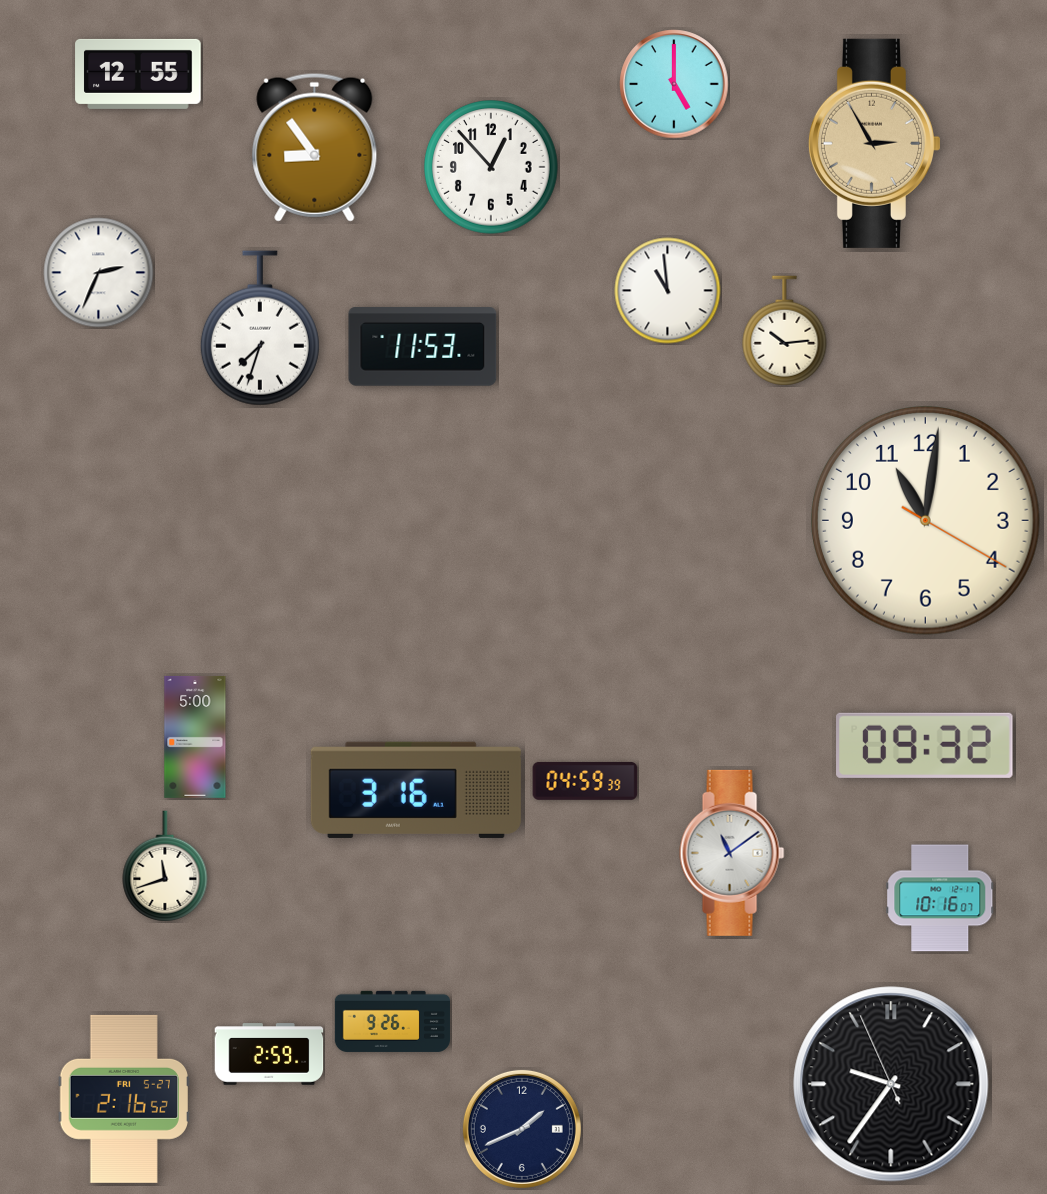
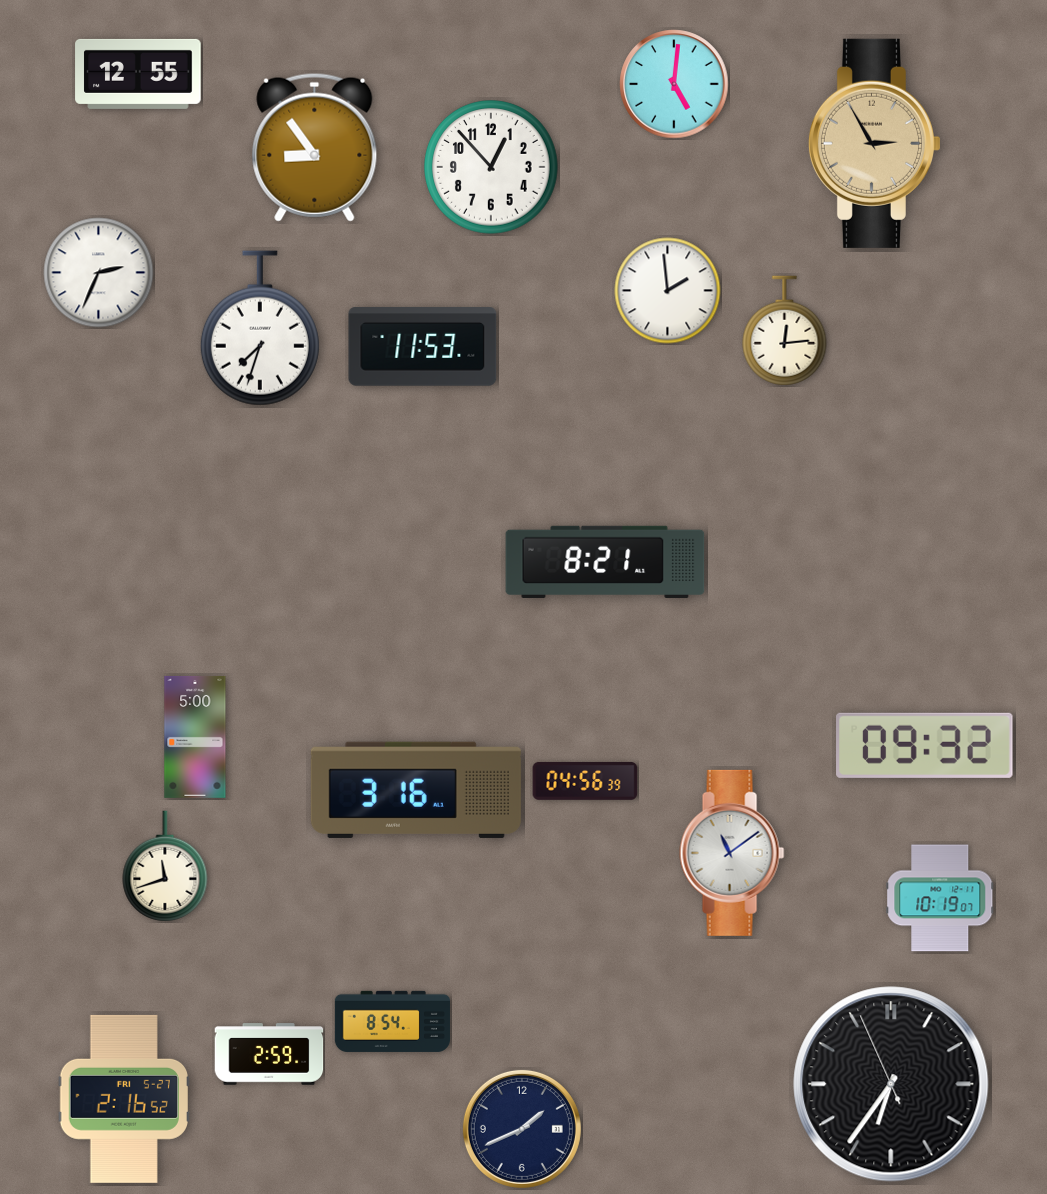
clock at (674, 84): 5:00 -> 5:01
clock at (668, 291): 10:59 -> 1:59
clock at (785, 331): 10:14 -> 12:14
clock at (926, 521): 11:01 -> none
clock at (605, 562): none -> 8:21
clock at (585, 781): 04:59 -> 04:56
clock at (940, 898): 10:16 -> 10:19
clock at (392, 1021): 9:26 -> 8:54
clock at (891, 1084): 9:35 -> 6:35
